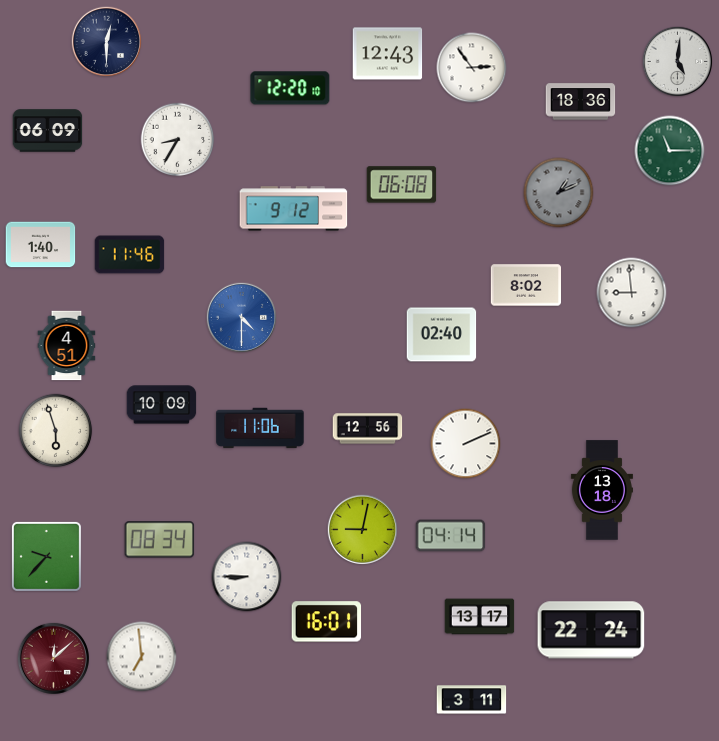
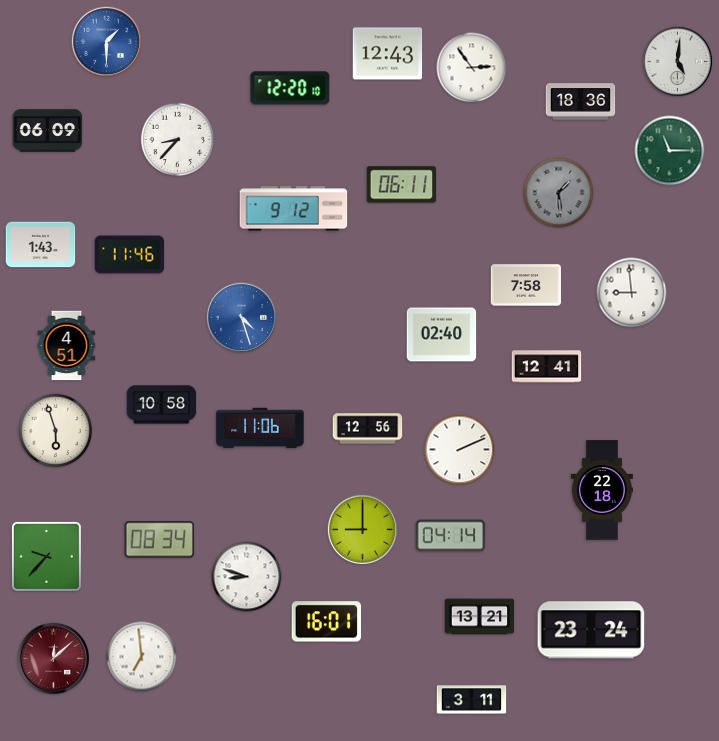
clock at (107, 42): 12:30 -> 1:30
clock at (107, 42) dial: navy -> blue
clock at (178, 140): 8:35 -> 8:37
clock at (402, 185): 06:08 -> 06:11
clock at (559, 193): 1:11 -> 1:29
clock at (41, 245): 1:40 -> 1:43
clock at (526, 285): 8:02 -> 7:58
clock at (242, 318): 4:30 -> 4:27
clock at (547, 367): none -> 12:41
clock at (162, 405): 10:09 -> 10:58
clock at (466, 444) position: (466, 444) -> (460, 450)
clock at (602, 490): 13:18 -> 22:18
clock at (363, 530): 9:02 -> 9:00
clock at (247, 577): 8:45 -> 8:48
clock at (480, 617): 13:17 -> 13:21
clock at (591, 630): 22:24 -> 23:24
